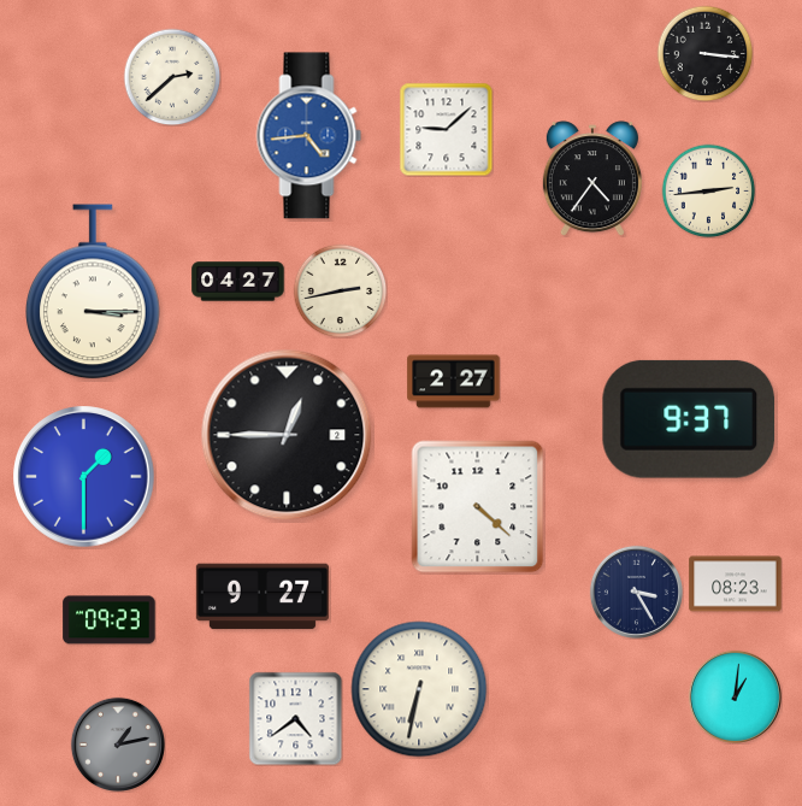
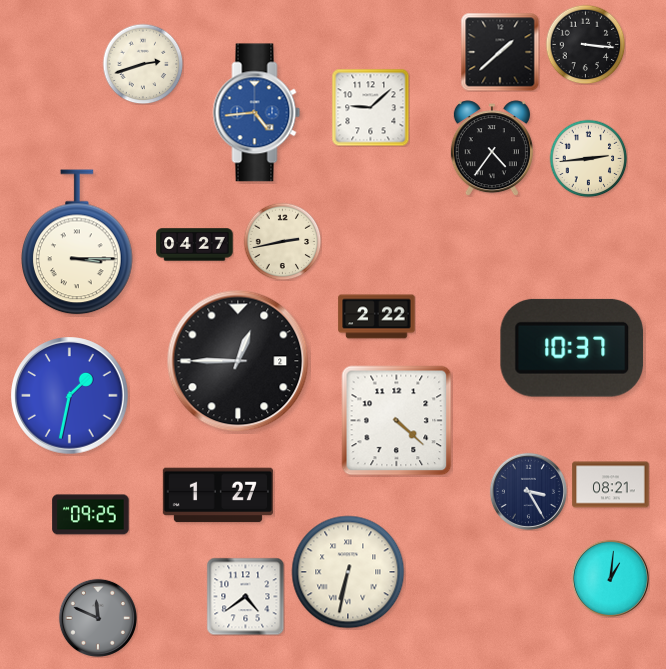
clock at (500, 52): none -> 1:38
clock at (172, 77): 2:38 -> 2:42
clock at (238, 282) position: (238, 282) -> (195, 245)
clock at (454, 382): 2:27 -> 2:22
clock at (689, 419): 9:37 -> 10:37
clock at (84, 477): 1:30 -> 1:32
clock at (736, 584): 08:23 -> 08:21
clock at (263, 596): 9:27 -> 1:27
clock at (110, 620): 09:23 -> 09:25
clock at (118, 745): 1:13 -> 11:49
